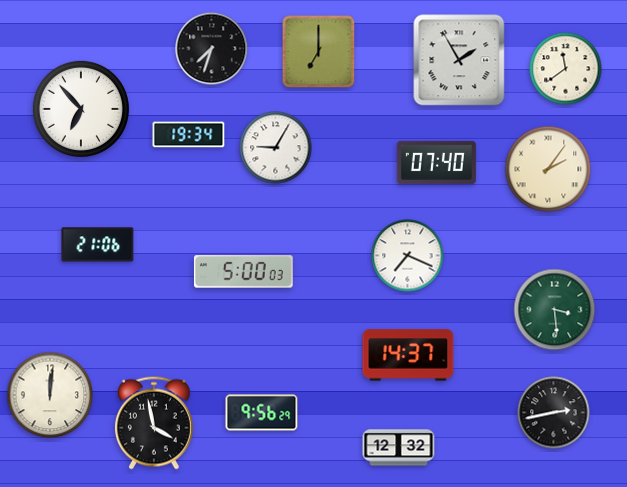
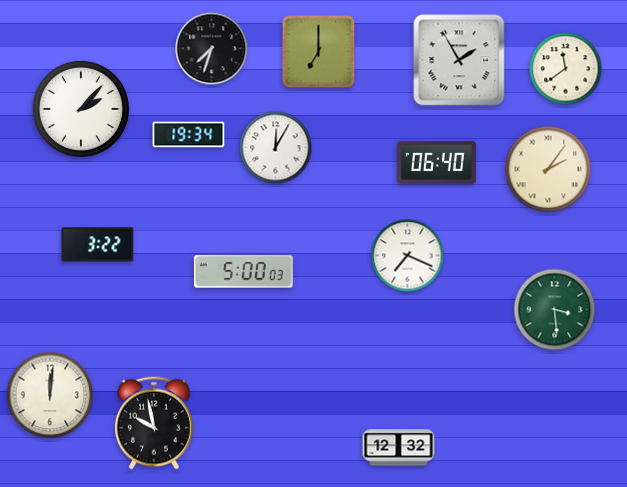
clock at (81, 109): 6:53 -> 2:07
clock at (276, 148): 9:05 -> 12:05
clock at (436, 162): 07:40 -> 06:40
clock at (98, 245): 21:06 -> 3:22
clock at (408, 355): 14:37 -> none
clock at (262, 413): 9:56 -> none
clock at (554, 413): 2:43 -> none
clock at (154, 423): 3:58 -> 9:58
